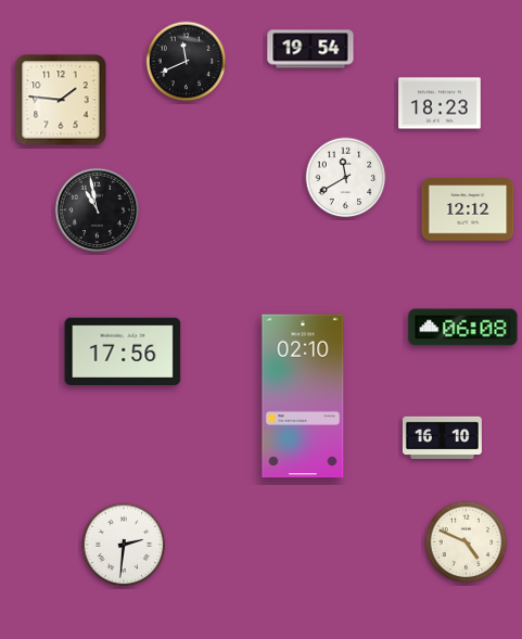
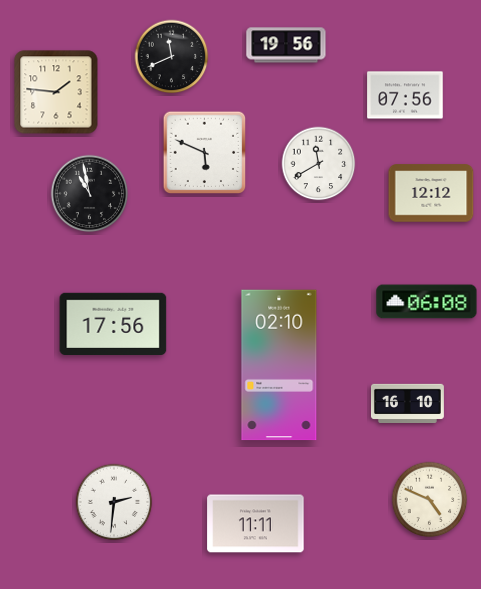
clock at (310, 49): 19:54 -> 19:56
clock at (440, 103): 18:23 -> 07:56
clock at (205, 153): none -> 5:49
clock at (256, 524): none -> 11:11
